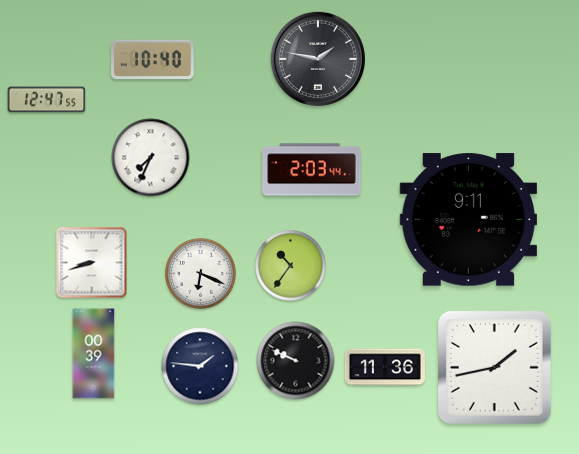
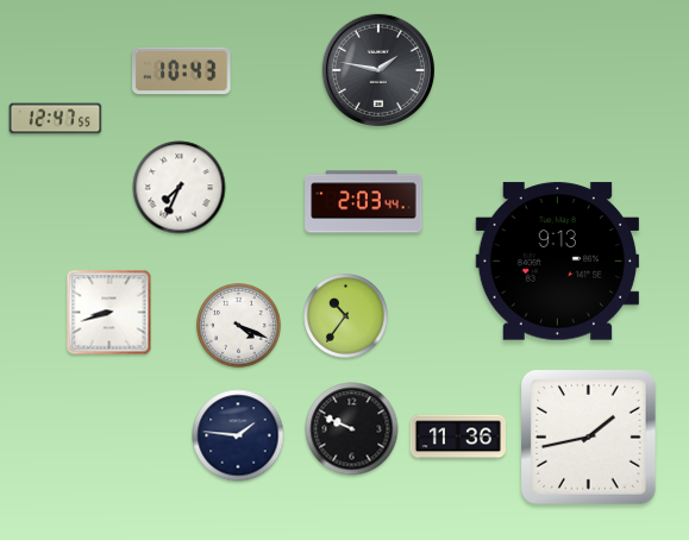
clock at (153, 60): 10:40 -> 10:43
clock at (312, 170) position: (312, 170) -> (364, 202)
clock at (468, 220): 9:11 -> 9:13
clock at (201, 274): 6:19 -> 4:19
clock at (94, 354): 00:39 -> none
